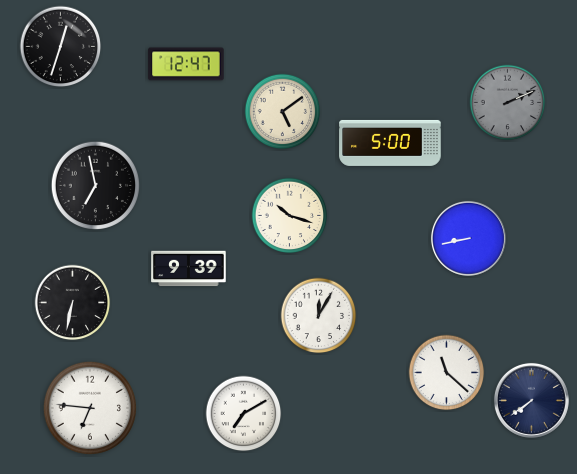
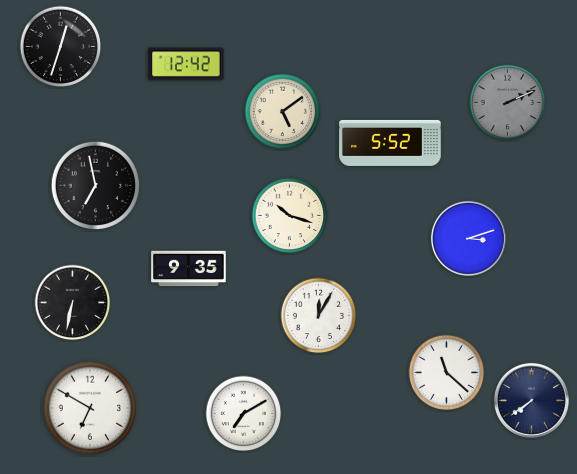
clock at (186, 64): 12:47 -> 12:42
clock at (390, 143): 5:00 -> 5:52
clock at (468, 238): 8:43 -> 3:12
clock at (189, 269): 9:39 -> 9:35
clock at (90, 408): 6:46 -> 6:50
